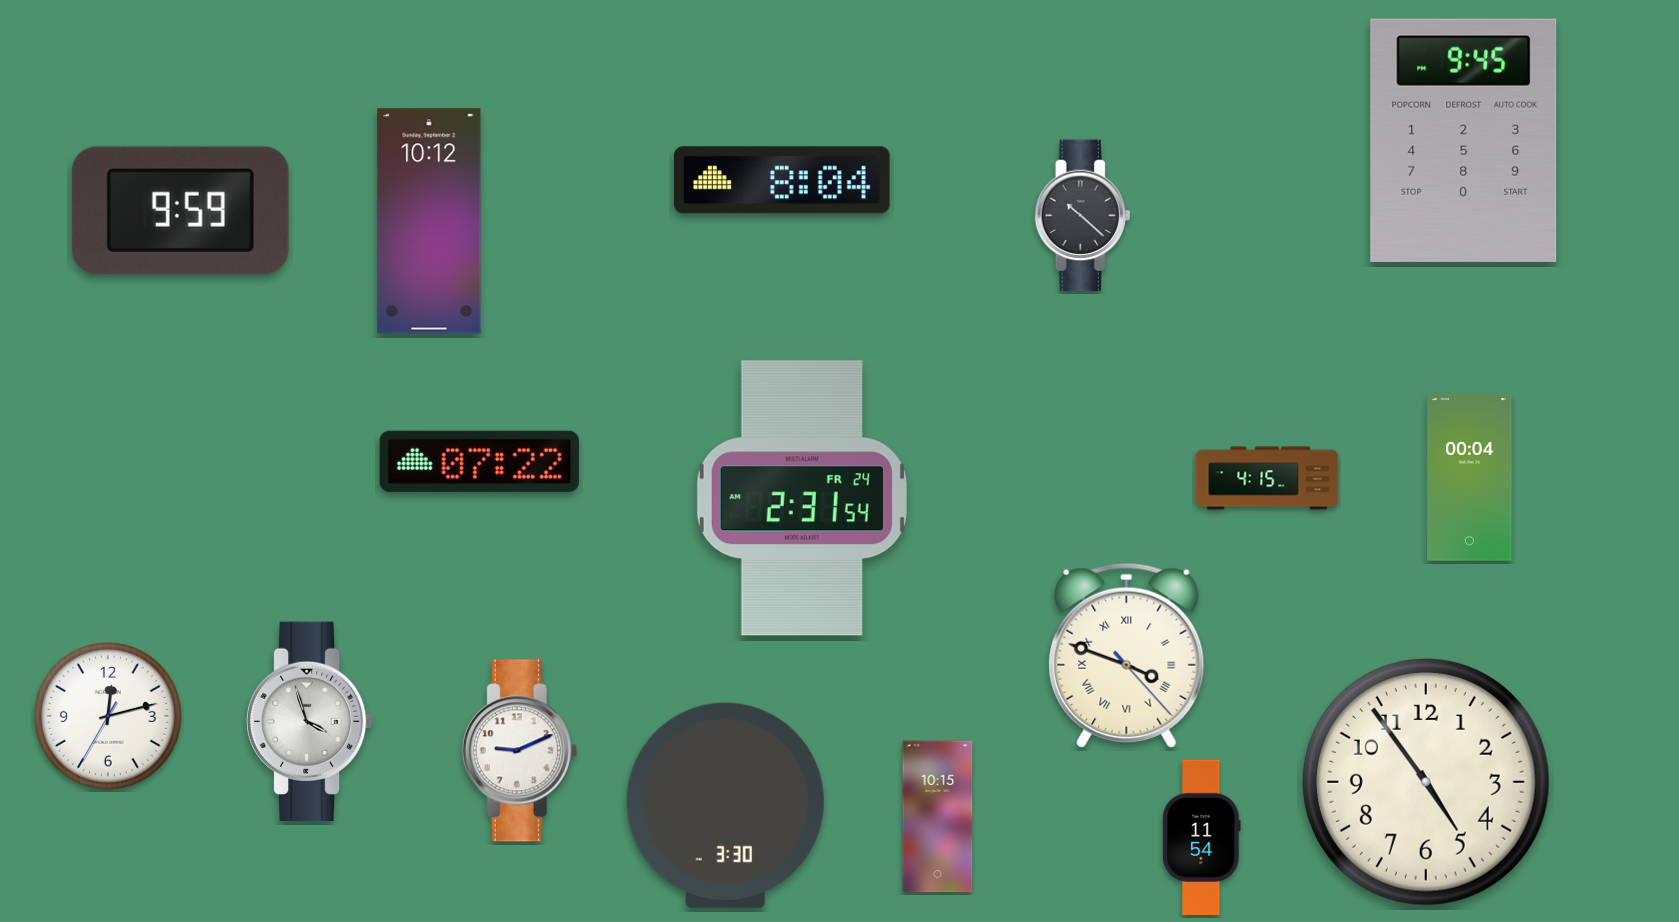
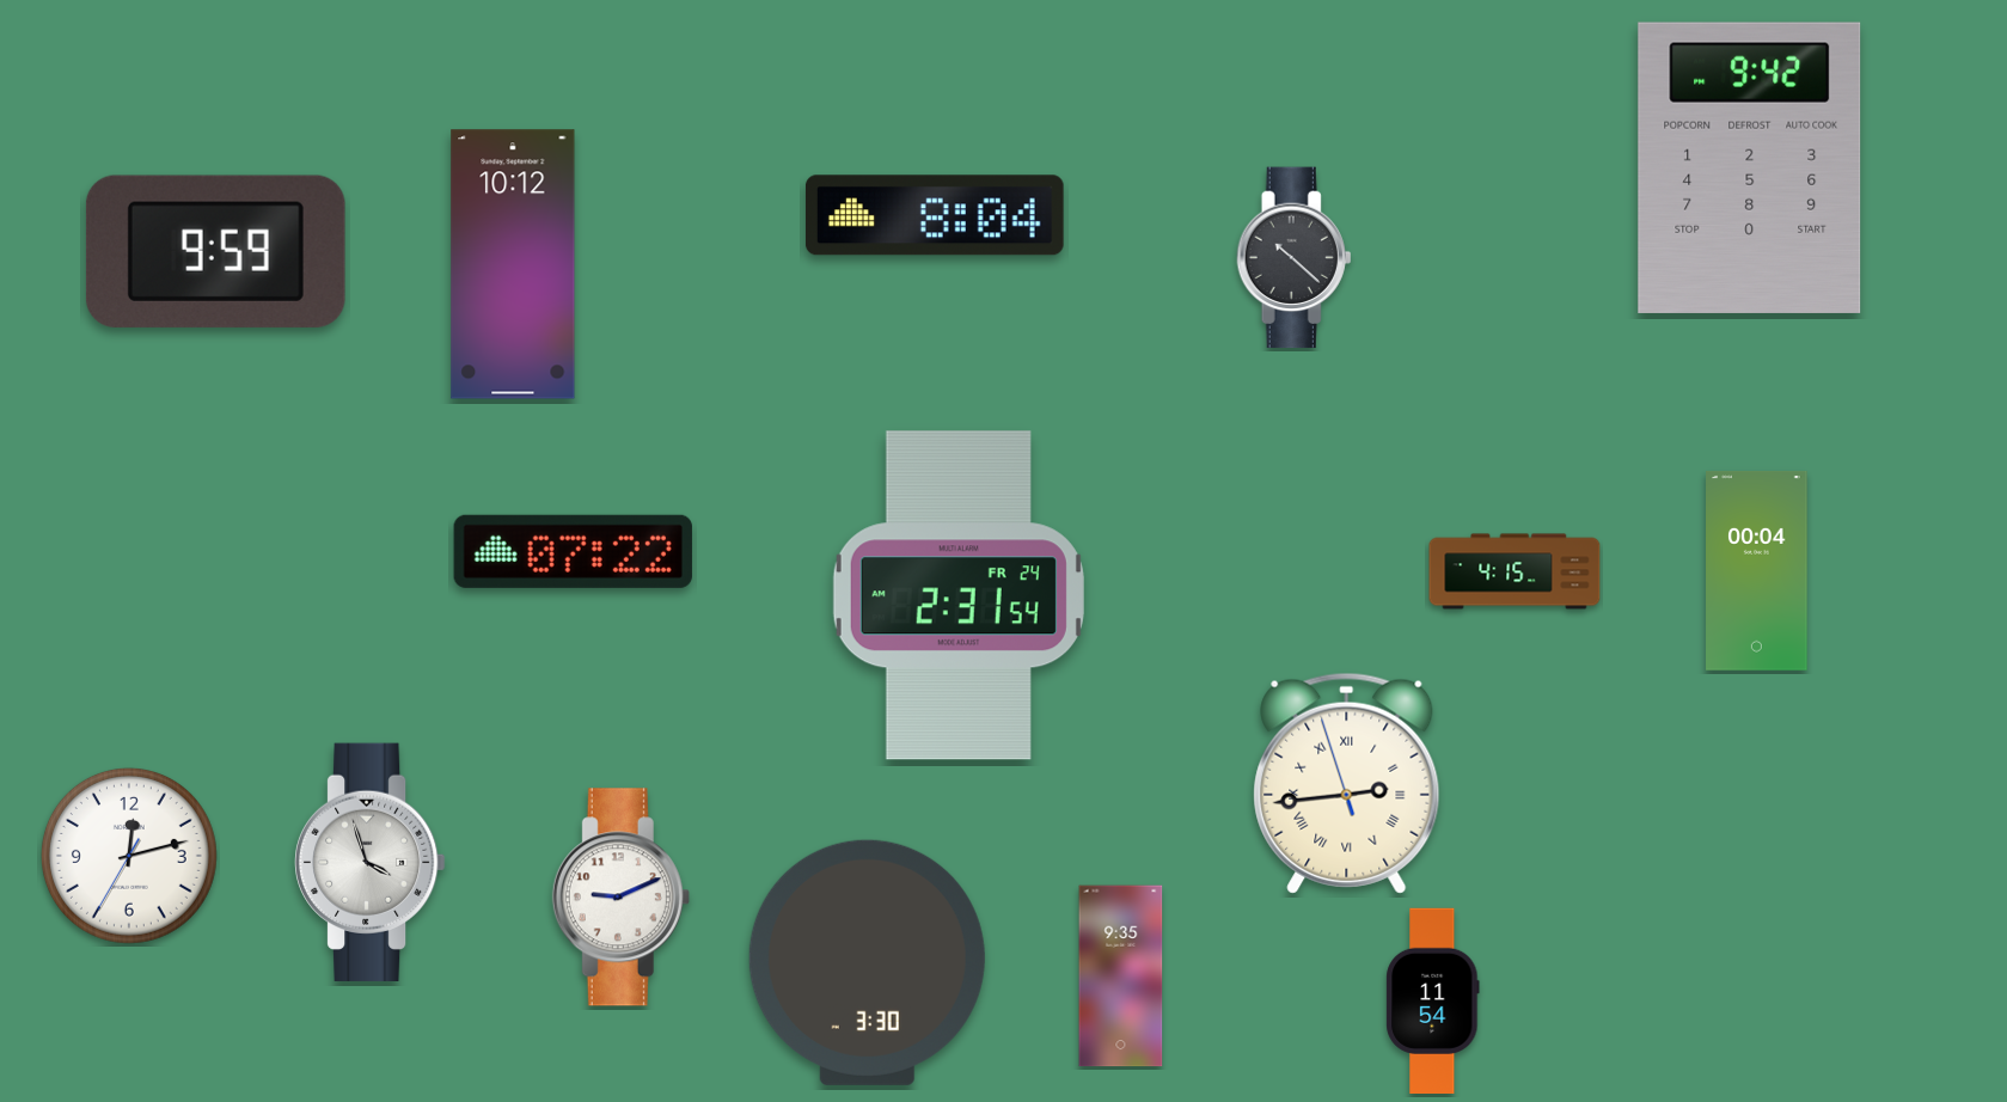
clock at (1464, 140): 9:45 -> 9:42
clock at (1127, 655): 3:48 -> 2:43
clock at (1426, 782): 4:54 -> none
clock at (938, 817): 10:15 -> 9:35
clock at (1202, 837) position: (1202, 837) -> (1433, 1000)
